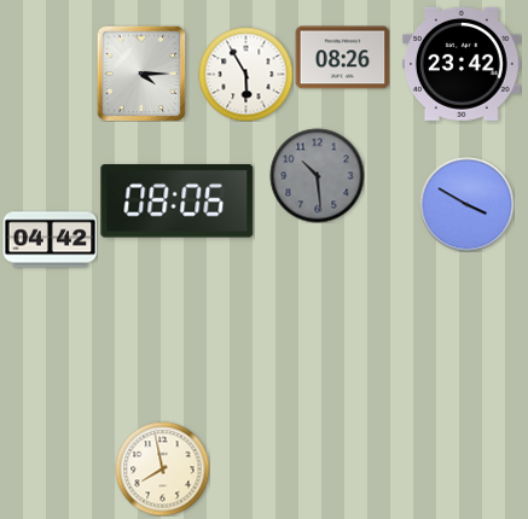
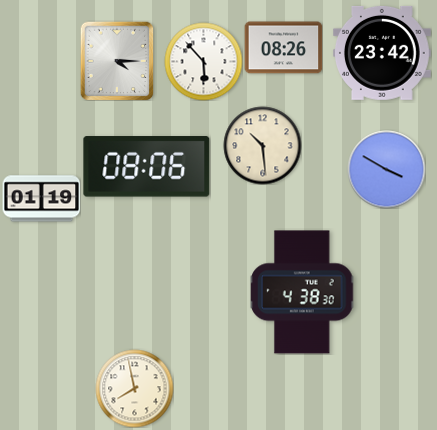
clock at (245, 74): 5:55 -> 5:53
clock at (317, 175) dial: grey -> cream
clock at (50, 240): 04:42 -> 01:19
clock at (303, 292): none -> 4:38
